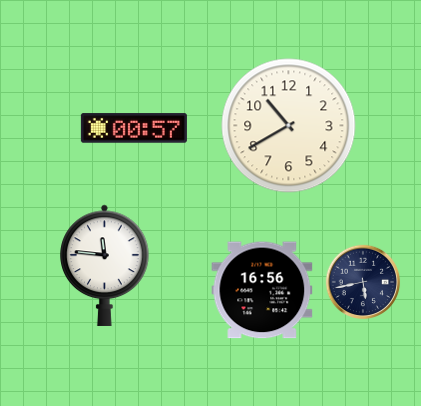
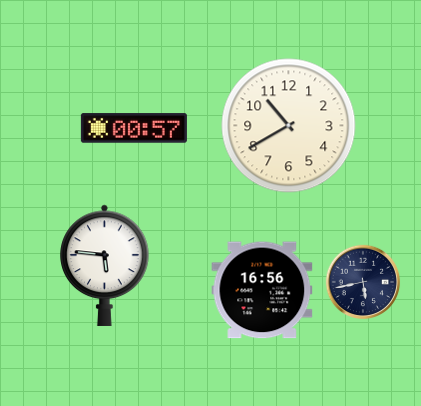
clock at (105, 265): 11:46 -> 5:46
